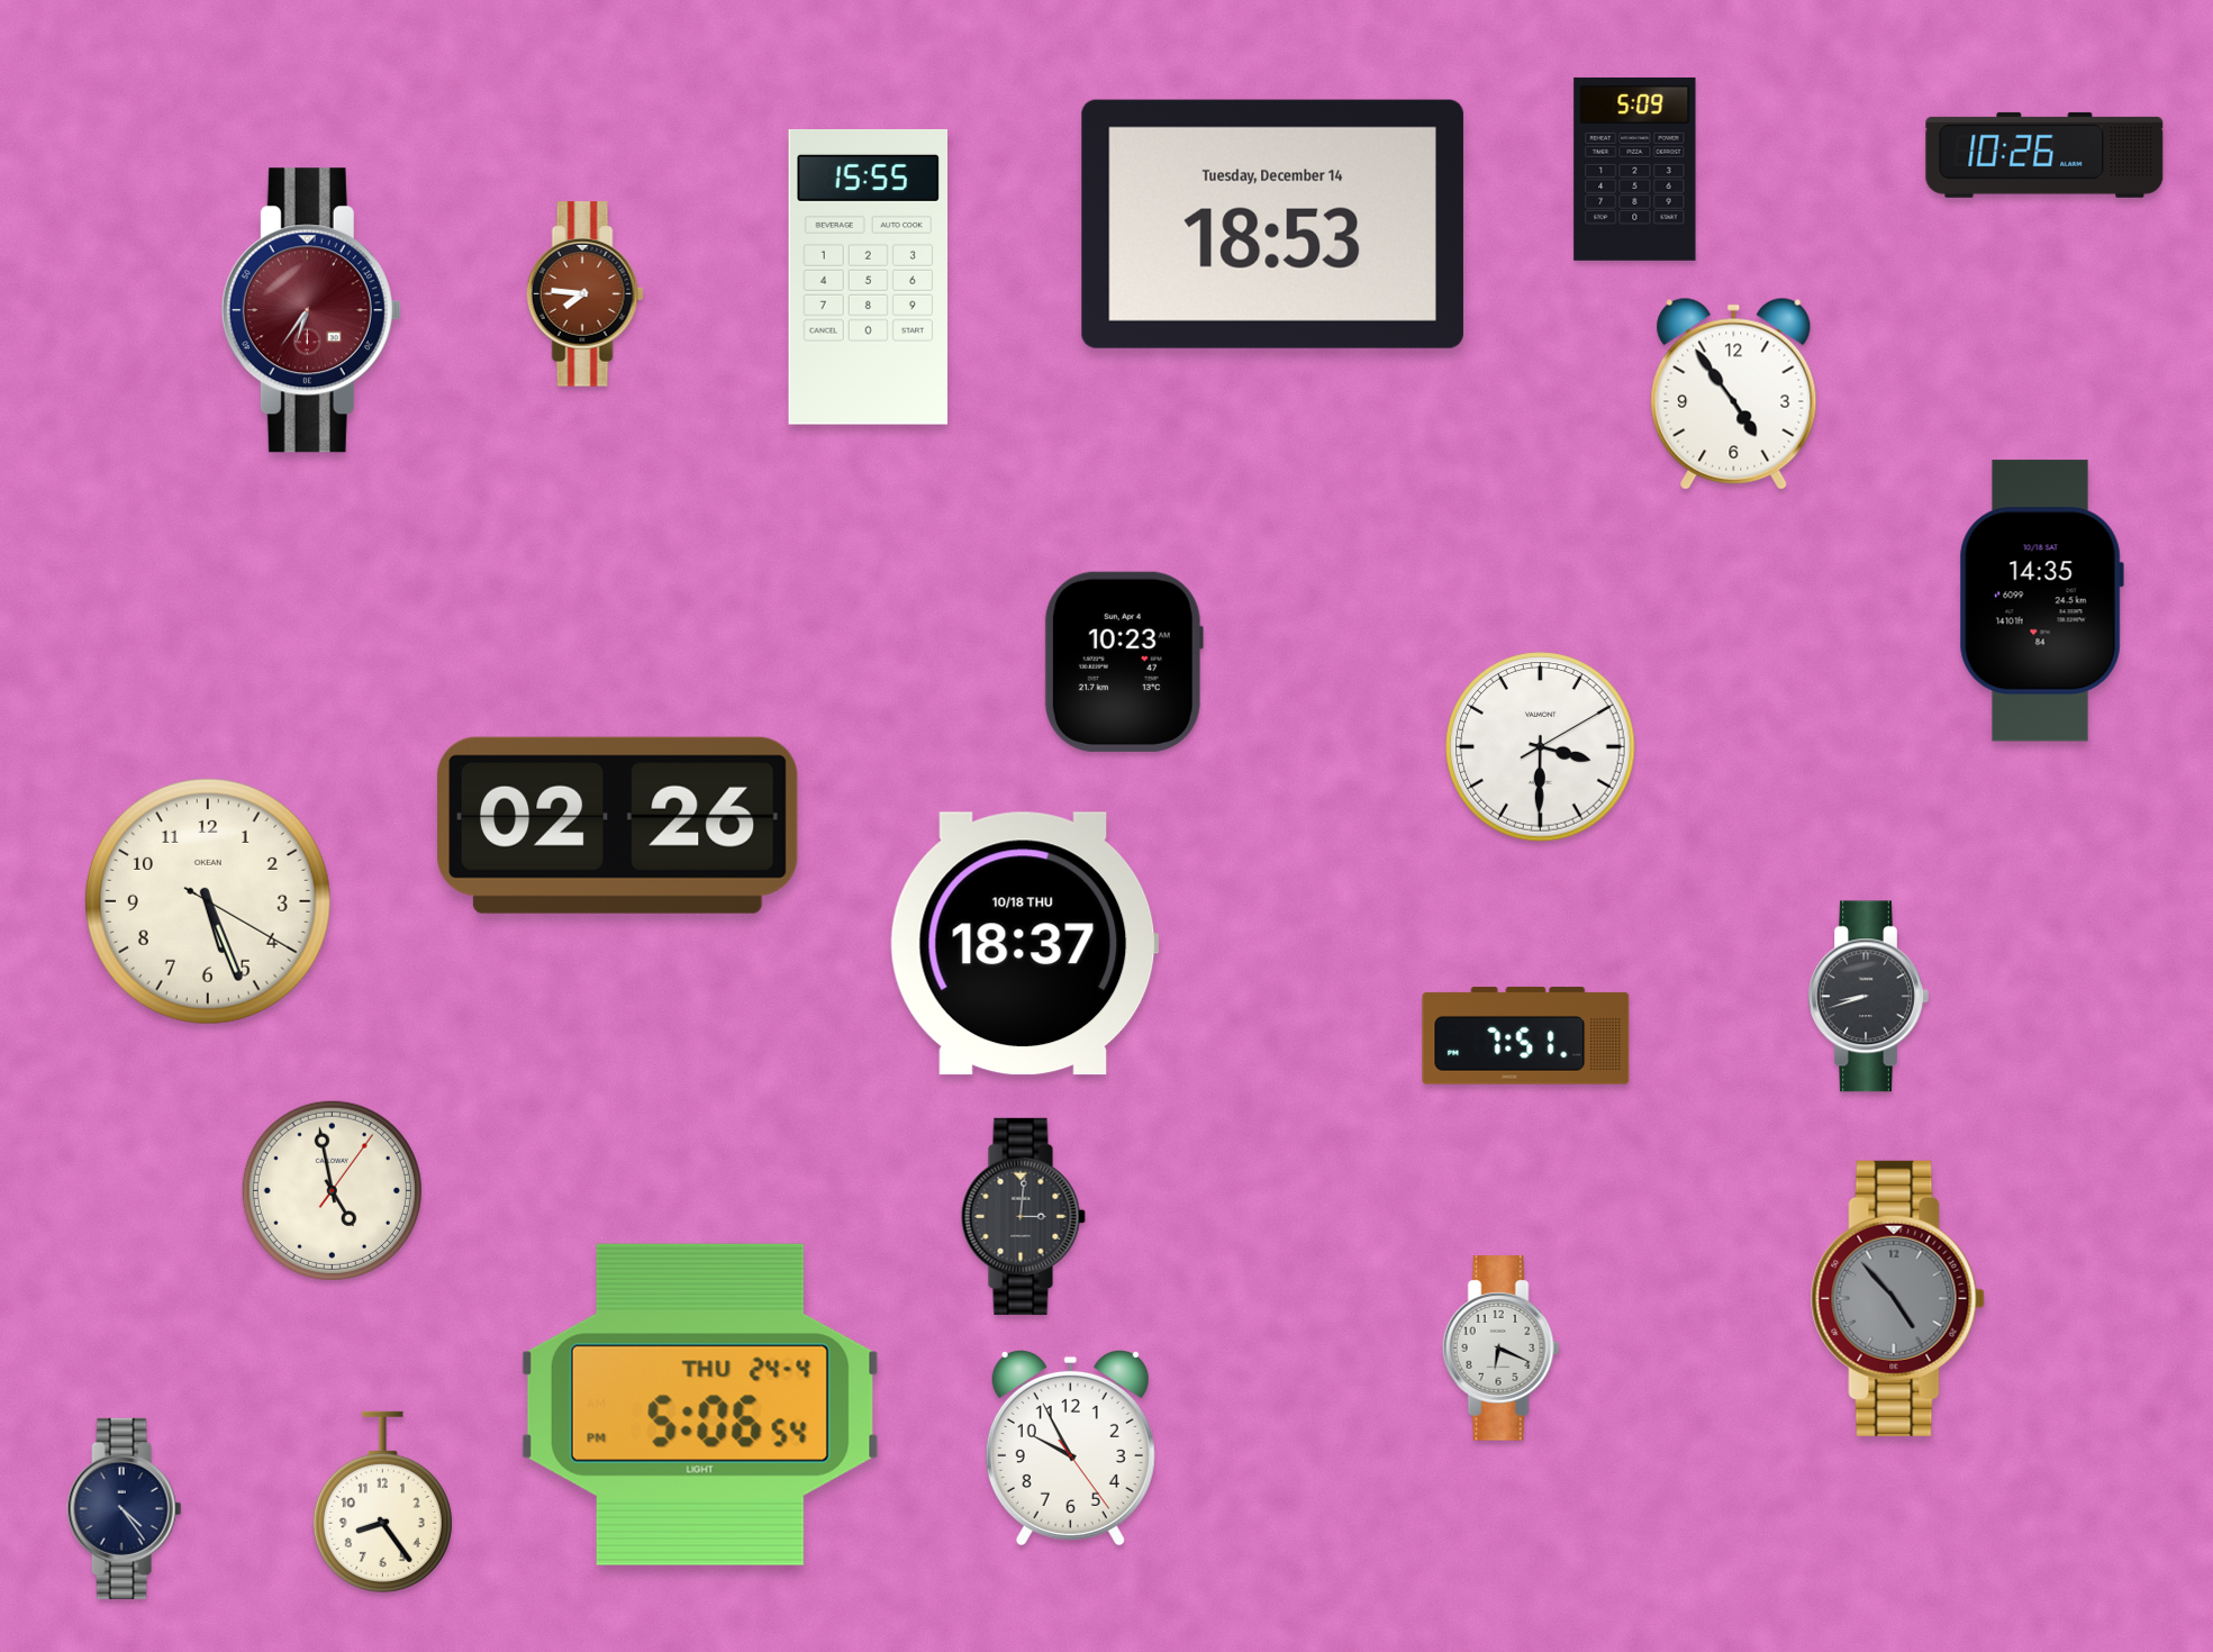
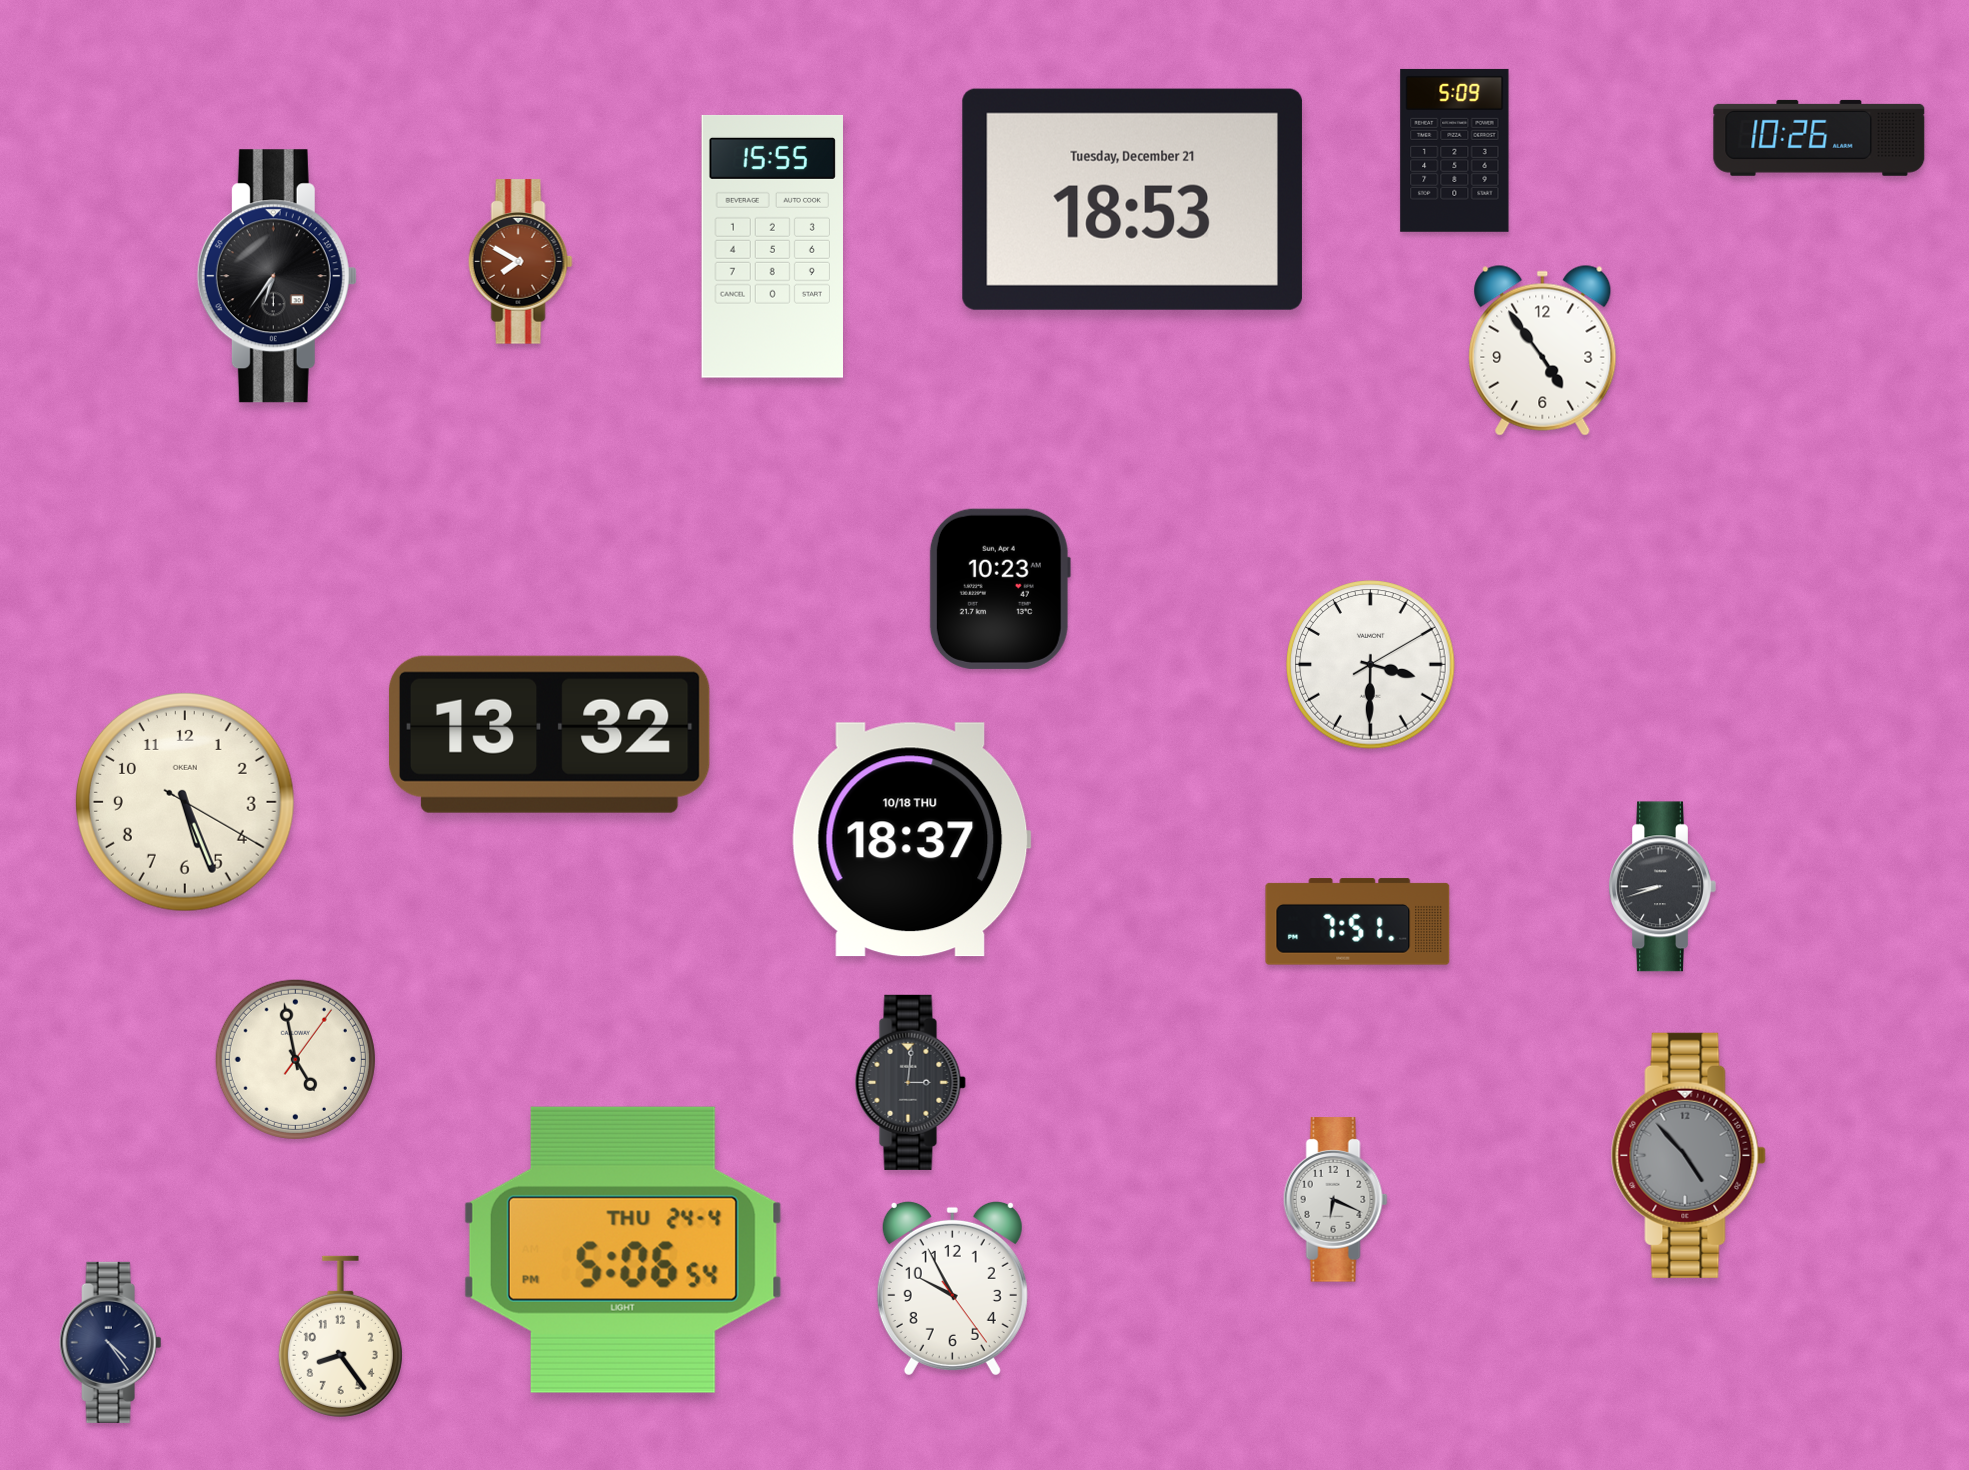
clock at (1272, 224) date: Tuesday, December 14 -> Tuesday, December 21
clock at (584, 294): 7:46 -> 7:50
clock at (311, 310) dial: burgundy -> black
clock at (2041, 601): 14:35 -> none
clock at (617, 825): 02:26 -> 13:32
